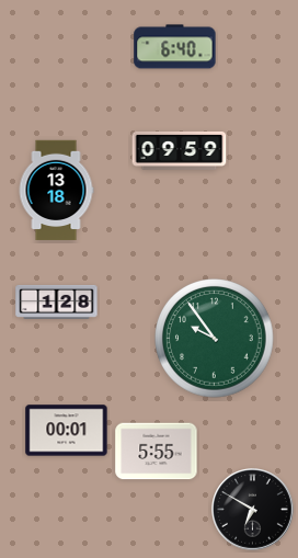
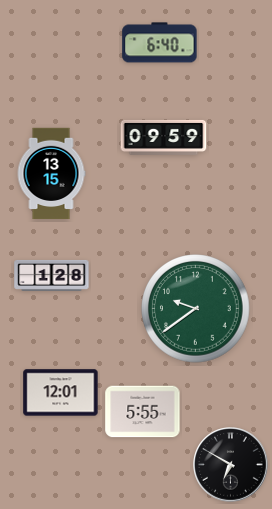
clock at (56, 191): 13:18 -> 13:15
clock at (215, 339): 9:54 -> 9:39
clock at (67, 431): 00:01 -> 12:01
